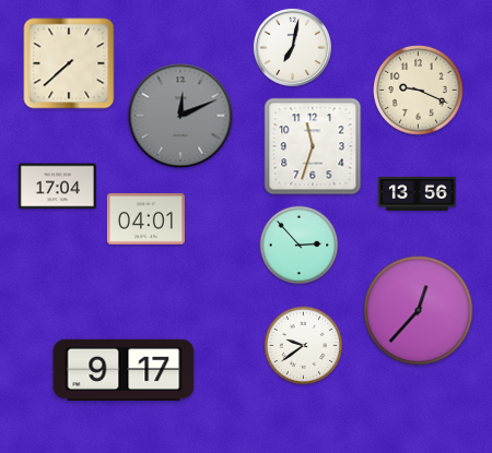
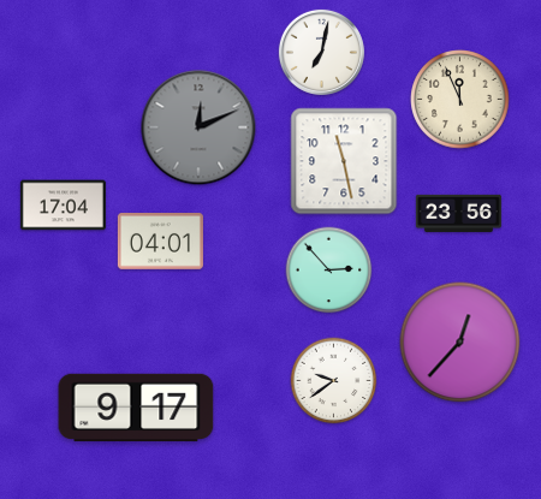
clock at (69, 63): 7:38 -> none
clock at (419, 91): 9:19 -> 11:56
clock at (313, 146): 11:33 -> 11:28
clock at (417, 193): 13:56 -> 23:56
